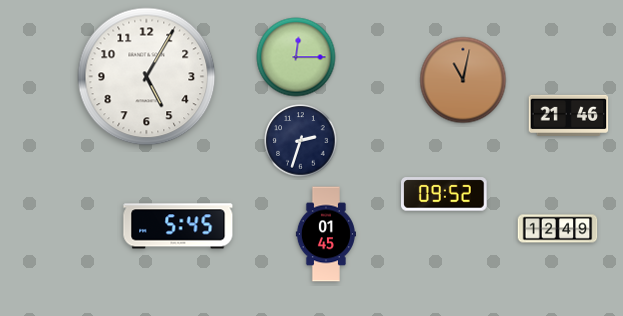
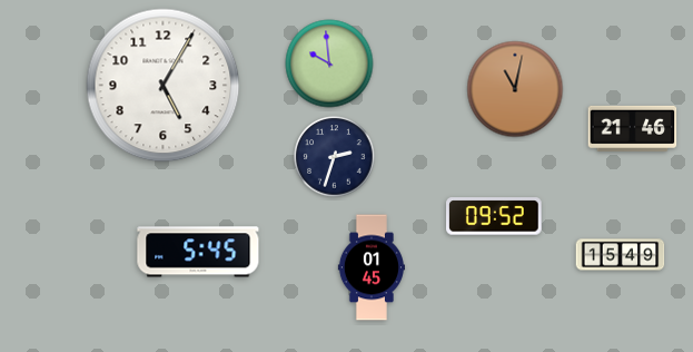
clock at (296, 57): 12:15 -> 9:59
clock at (558, 229): 12:49 -> 15:49
clock at (326, 234) position: (326, 234) -> (372, 267)
